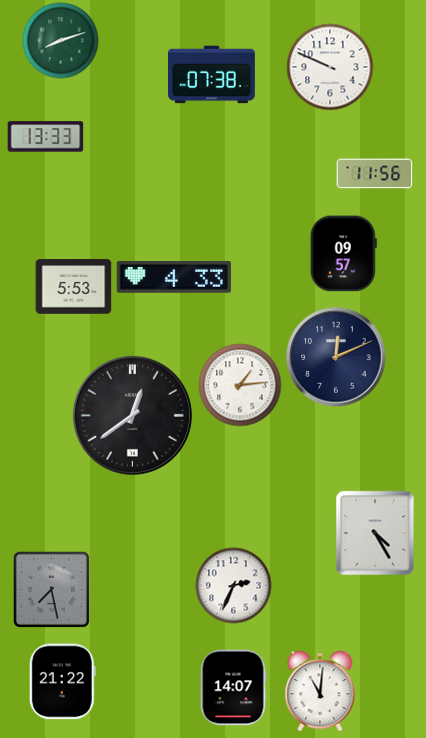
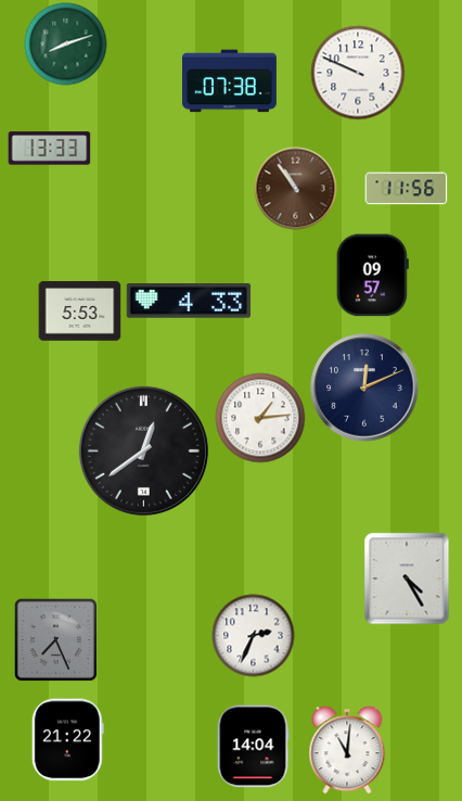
clock at (296, 189): none -> 10:54
clock at (51, 589): 7:28 -> 7:26
clock at (233, 688): 14:07 -> 14:04
